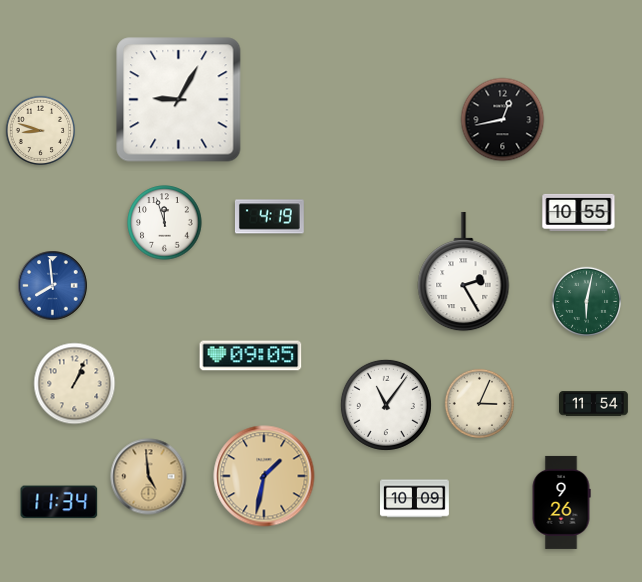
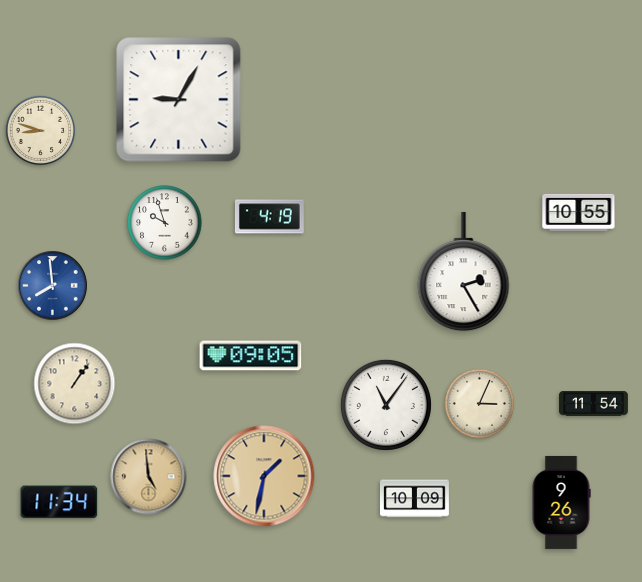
clock at (503, 120): 12:43 -> none
clock at (165, 223): 11:57 -> 9:57
clock at (586, 301): 6:02 -> none
clock at (75, 384): 1:04 -> 1:06
